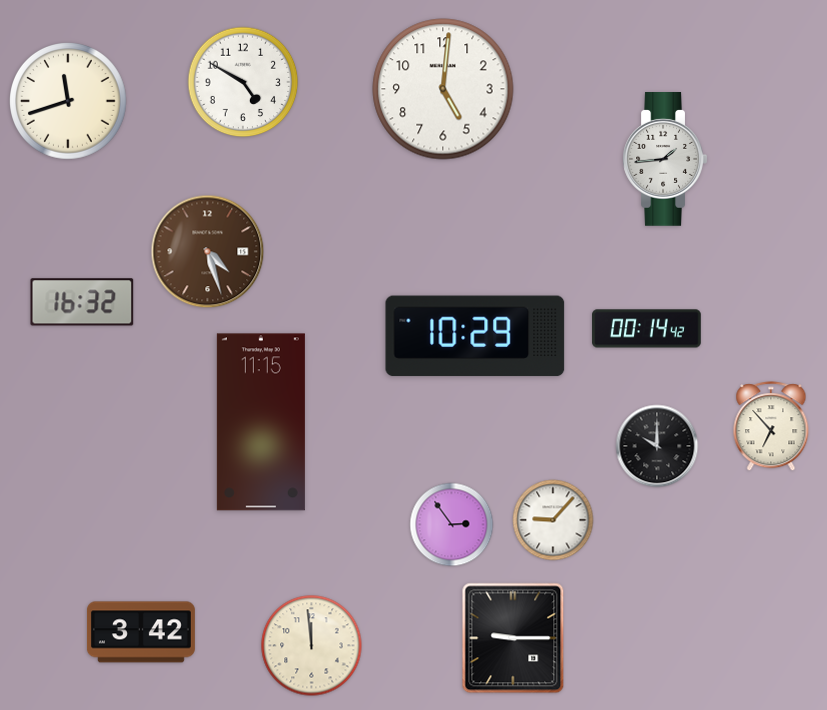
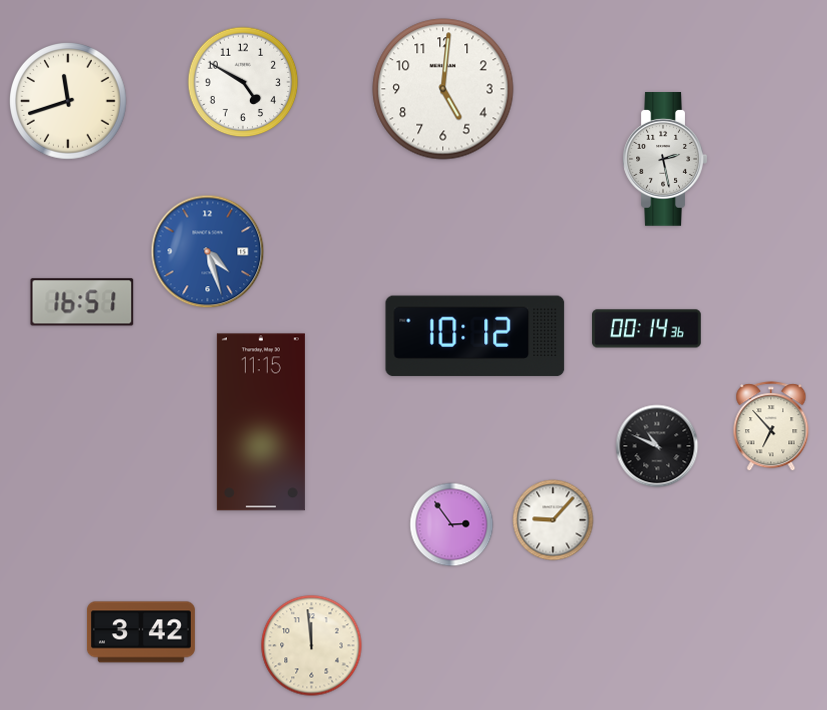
clock at (665, 160): 1:44 -> 2:28
clock at (208, 252) dial: brown -> blue
clock at (82, 302): 16:32 -> 16:51
clock at (647, 329): 00:14:42 -> 00:14:36
clock at (475, 336): 10:29 -> 10:12
clock at (657, 446): 10:00 -> 10:49
clock at (513, 638): 9:15 -> none
